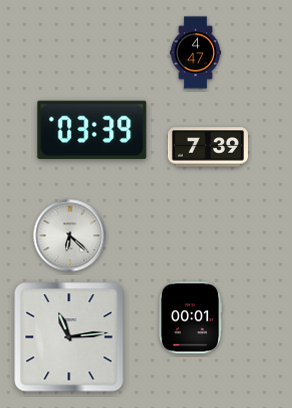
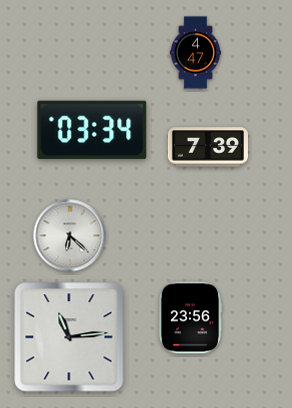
clock at (92, 130): 03:39 -> 03:34
clock at (190, 318): 00:01 -> 23:56
